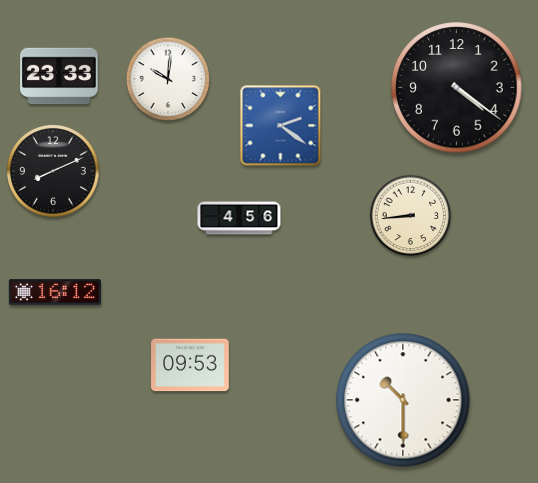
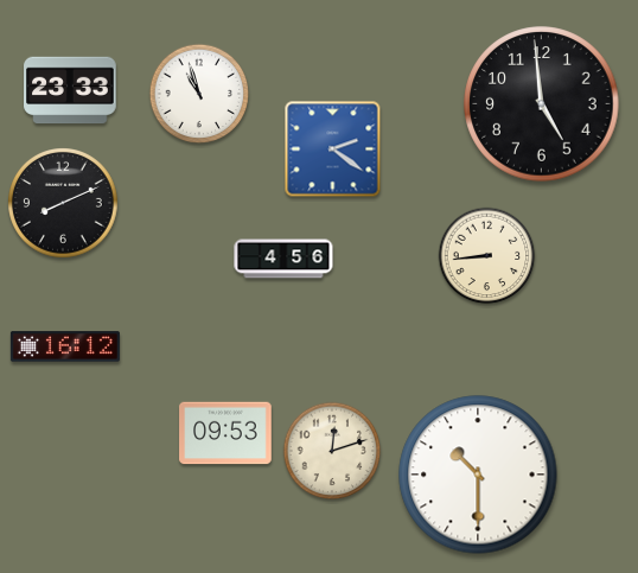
clock at (168, 79): 10:01 -> 10:57
clock at (457, 88): 4:21 -> 4:59
clock at (332, 451): none -> 12:12
